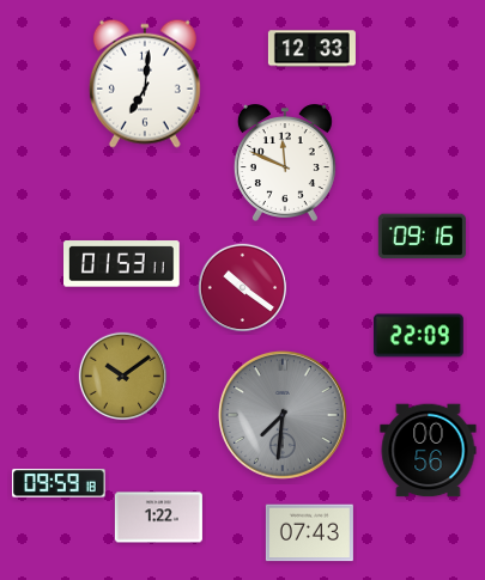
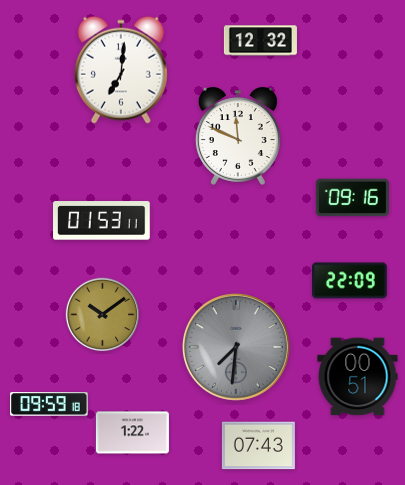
clock at (311, 49): 12:33 -> 12:32
clock at (243, 288): 10:21 -> none
clock at (429, 451): 00:56 -> 00:51
